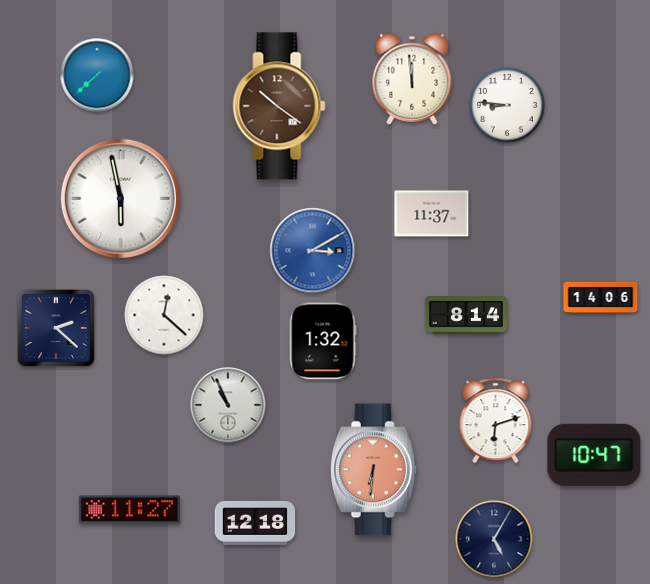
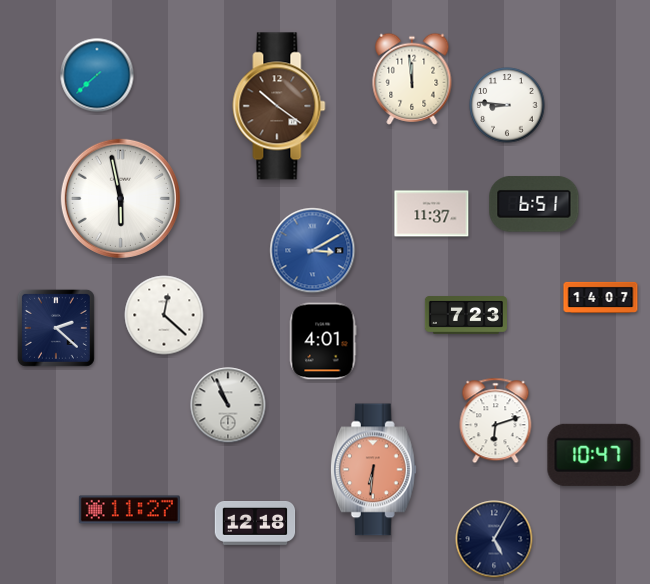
clock at (534, 204): none -> 6:51
clock at (601, 297): 14:06 -> 14:07
clock at (466, 315): 8:14 -> 7:23
clock at (323, 341): 1:32 -> 4:01
